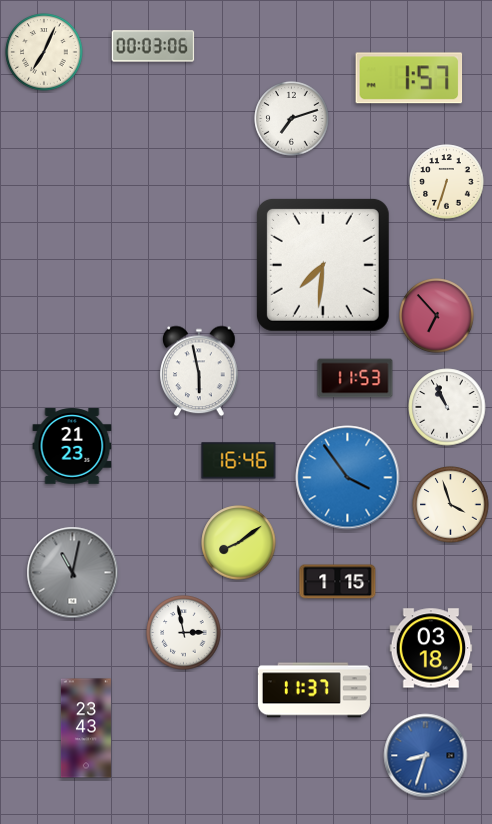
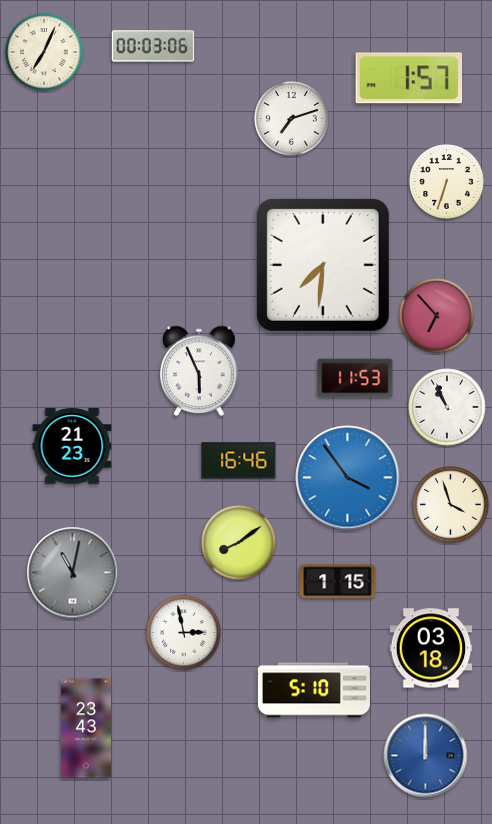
clock at (199, 371): 5:58 -> 5:56
clock at (314, 690): 11:37 -> 5:10
clock at (426, 756): 8:33 -> 12:00
